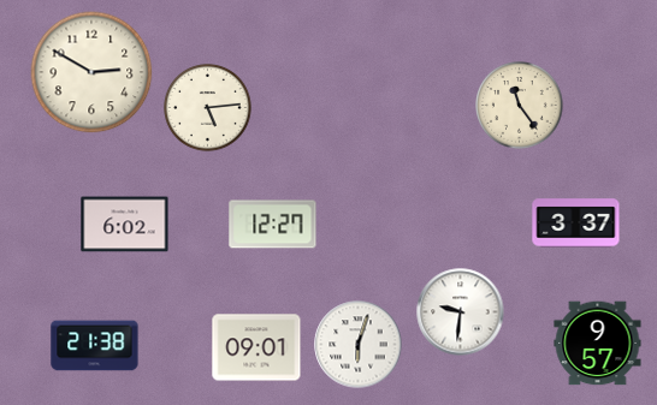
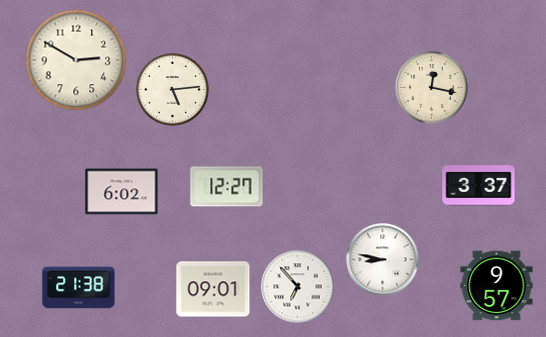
clock at (520, 106): 11:24 -> 12:17
clock at (125, 225) position: (125, 225) -> (122, 192)
clock at (461, 312): 9:31 -> 8:47
clock at (359, 345): 6:03 -> 6:53
